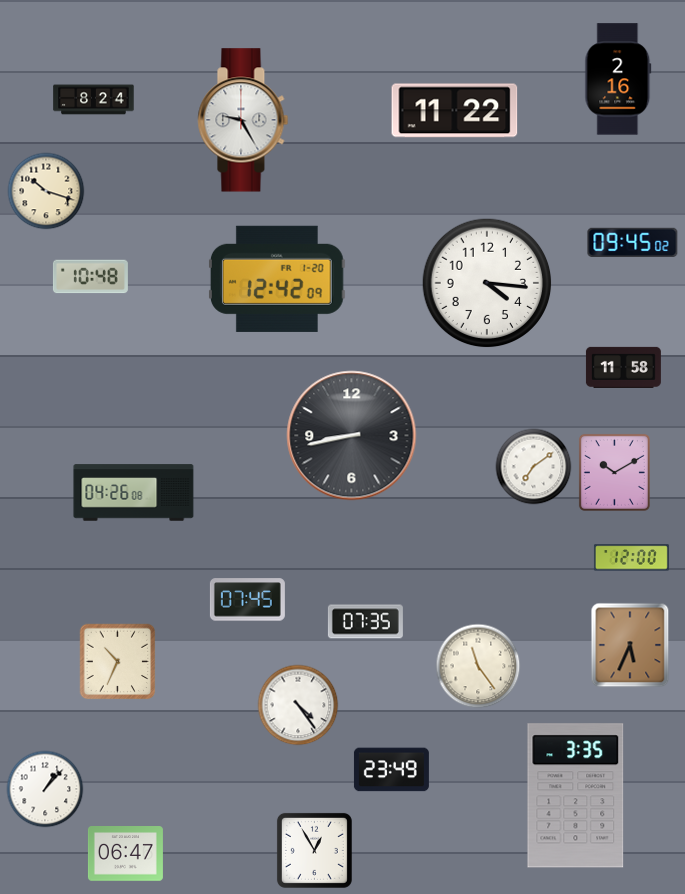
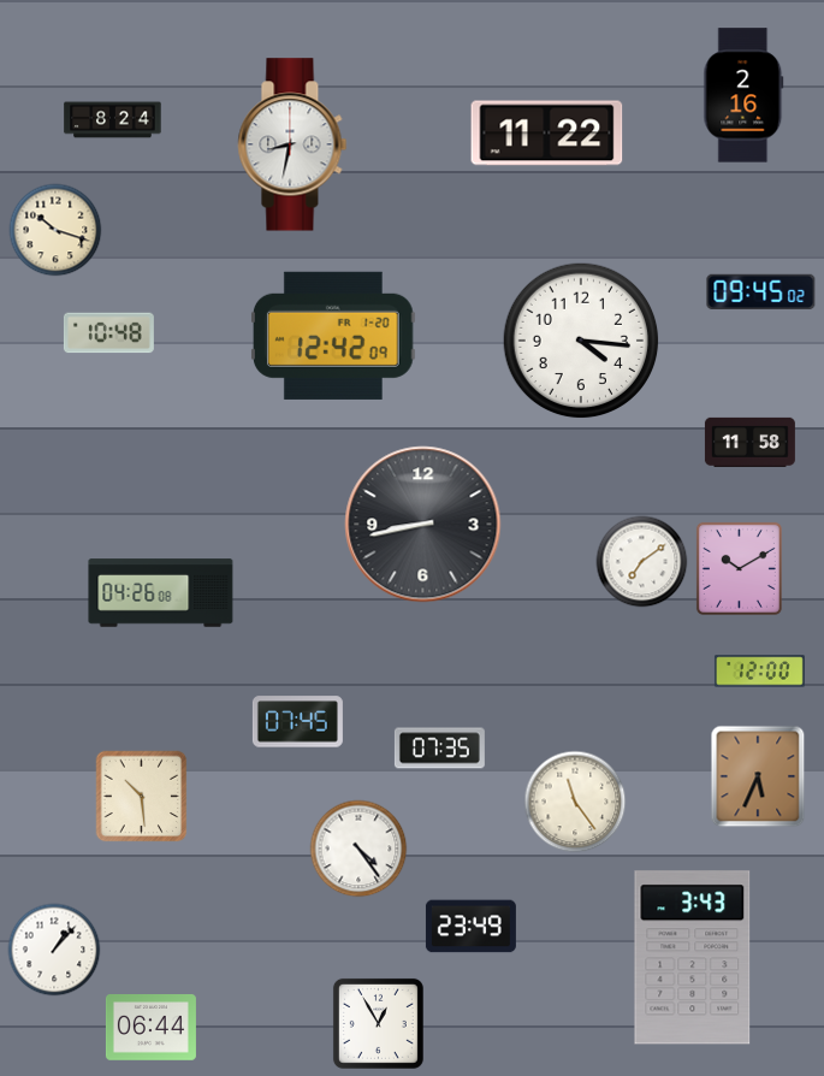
clock at (243, 120): 9:25 -> 8:32
clock at (487, 283) position: (487, 283) -> (581, 341)
clock at (118, 662): 10:34 -> 10:29
clock at (576, 796): 3:35 -> 3:43
clock at (125, 854): 06:47 -> 06:44
